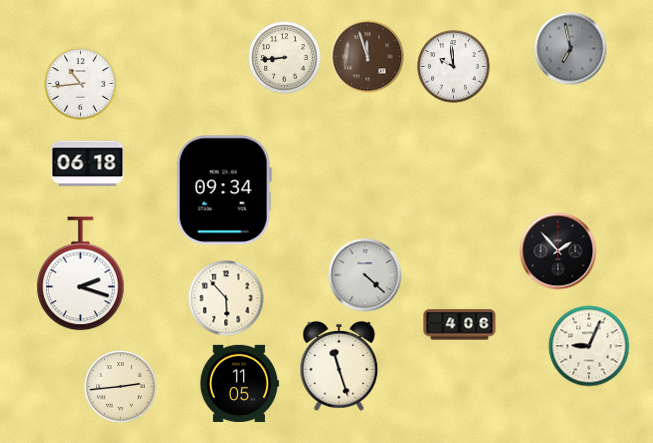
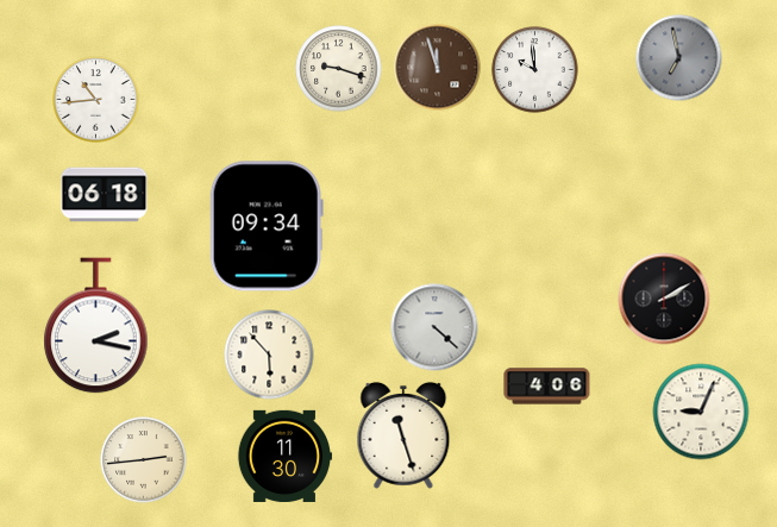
clock at (285, 58): 8:44 -> 9:18
clock at (454, 67) position: (454, 67) -> (535, 70)
clock at (558, 251): 1:53 -> 2:10
clock at (81, 274): 2:18 -> 2:17
clock at (239, 383): 11:05 -> 11:30
